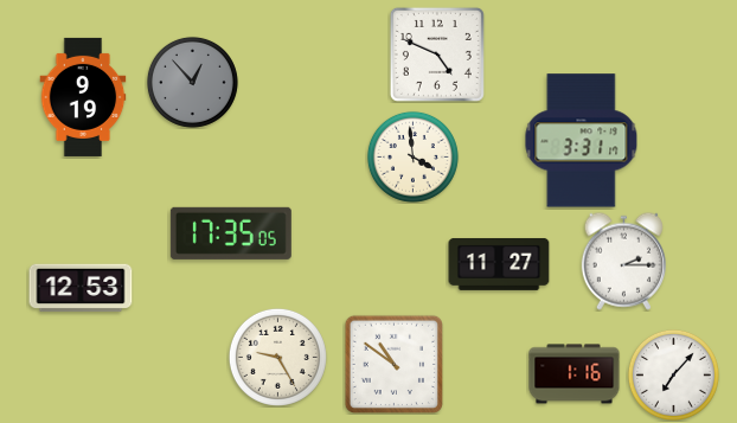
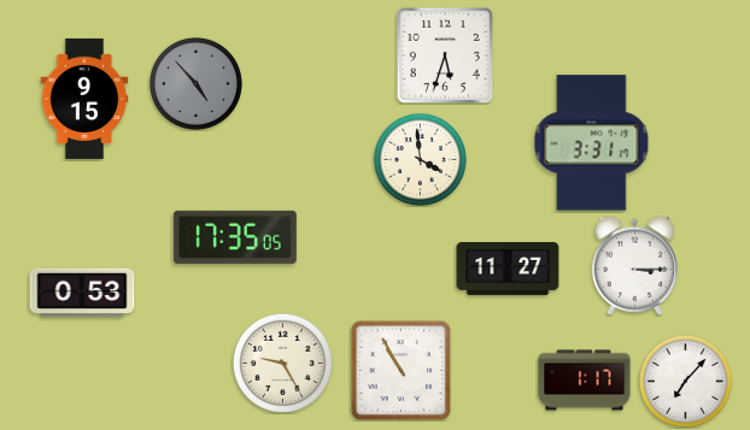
clock at (437, 55): 4:49 -> 5:33
clock at (192, 82): 12:53 -> 4:53
clock at (83, 97): 9:19 -> 9:15
clock at (623, 261): 2:15 -> 3:15
clock at (81, 288): 12:53 -> 0:53
clock at (393, 364): 10:51 -> 10:55
clock at (575, 374): 1:16 -> 1:17
